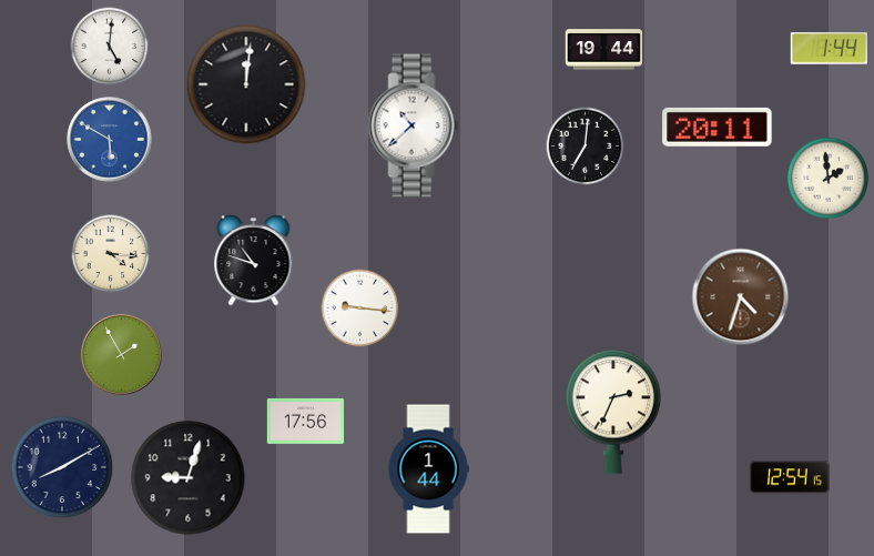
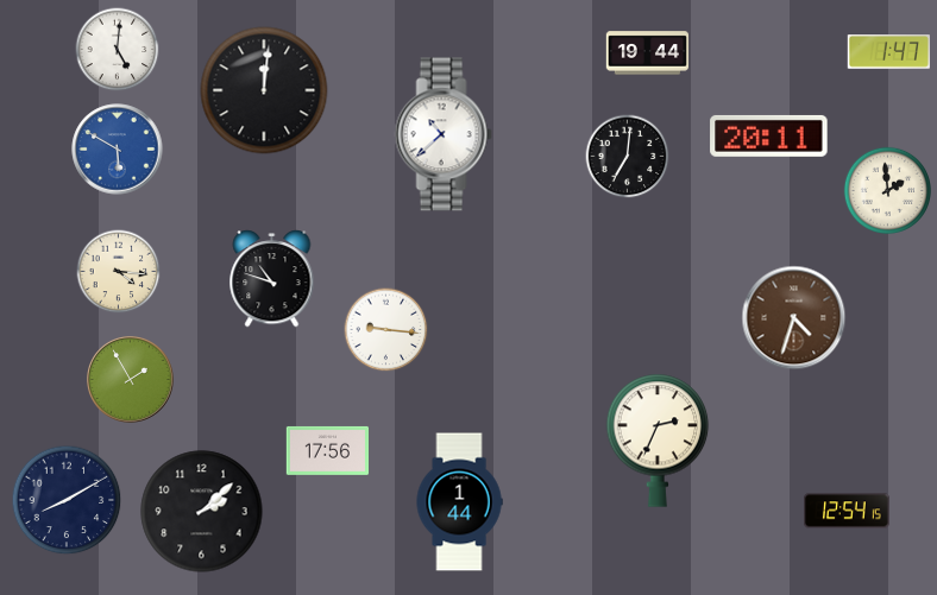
clock at (829, 49): 1:44 -> 1:47
clock at (189, 478): 9:03 -> 2:08
